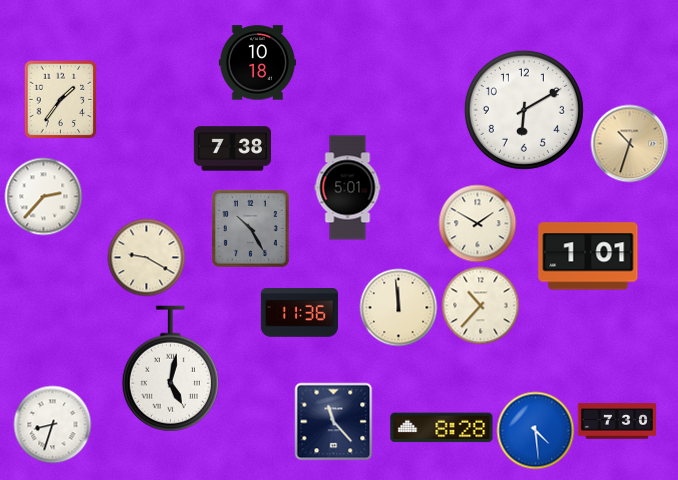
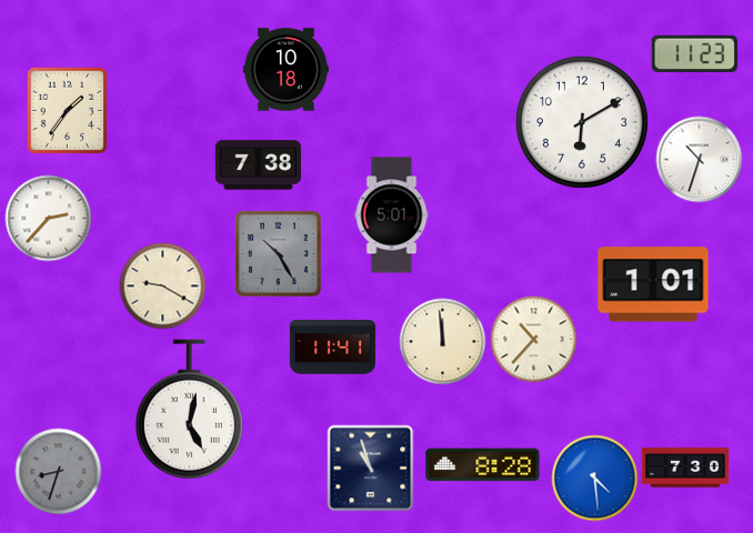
clock at (694, 53): none -> 11:23
clock at (629, 143) dial: champagne -> white
clock at (348, 188) position: (348, 188) -> (392, 215)
clock at (477, 223): 1:50 -> none
clock at (299, 313): 11:36 -> 11:41
clock at (333, 421): 11:23 -> 10:57
clock at (52, 424) dial: white -> grey
clock at (442, 428) position: (442, 428) -> (483, 465)
